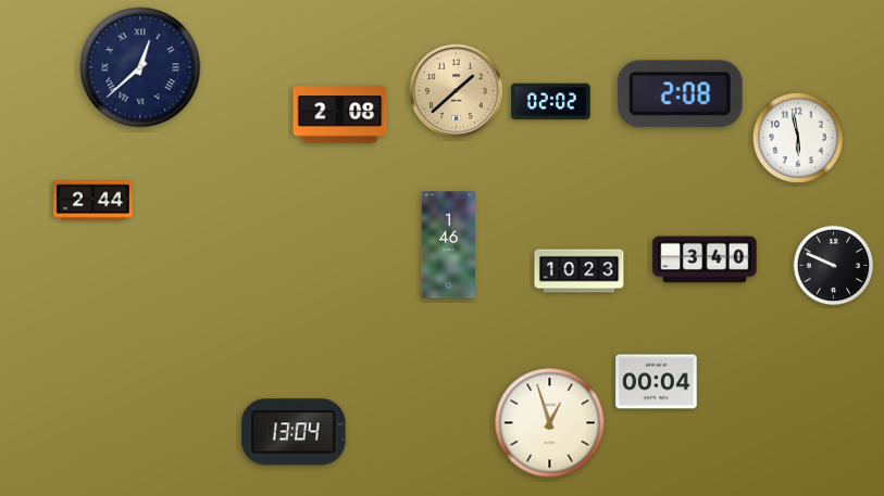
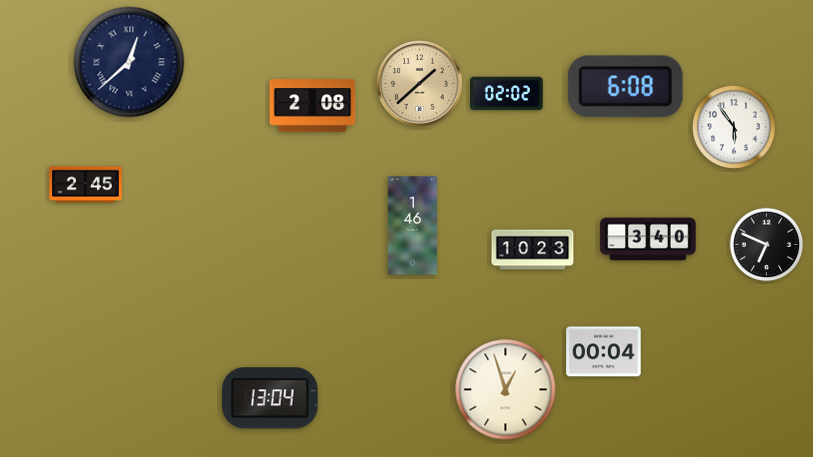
clock at (680, 94): 2:08 -> 6:08
clock at (798, 138): 5:58 -> 5:54
clock at (94, 201): 2:44 -> 2:45
clock at (834, 266): 9:49 -> 6:49
